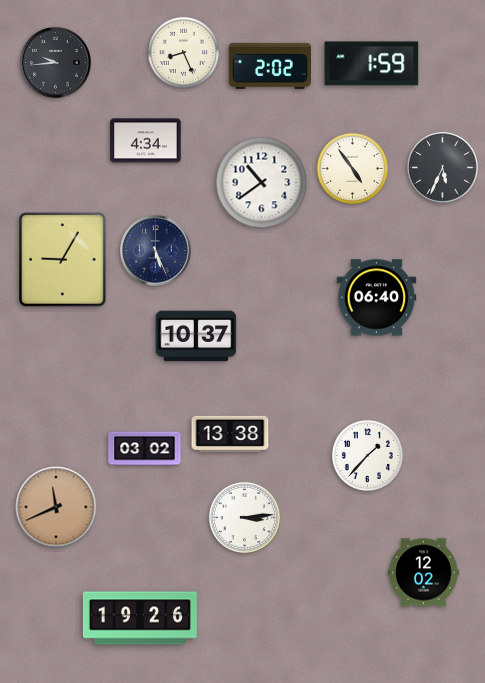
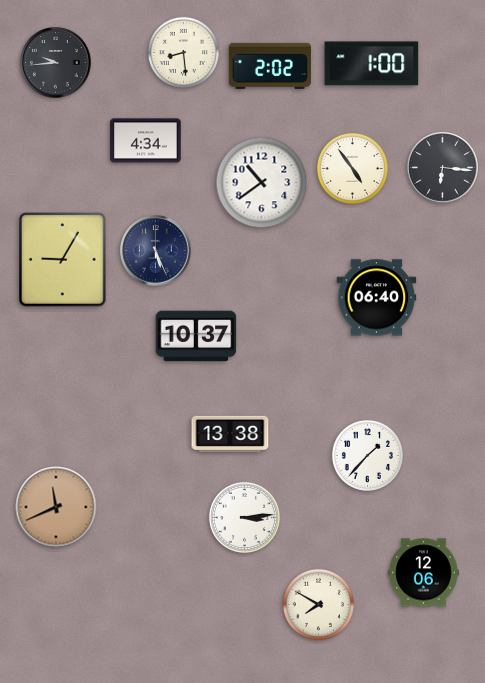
clock at (183, 52): 8:26 -> 8:29
clock at (372, 64): 1:59 -> 1:00
clock at (443, 168): 5:34 -> 6:16
clock at (145, 449): 03:02 -> none
clock at (424, 573): 12:02 -> 12:06
clock at (318, 604): none -> 7:50
clock at (140, 618): 19:26 -> none
